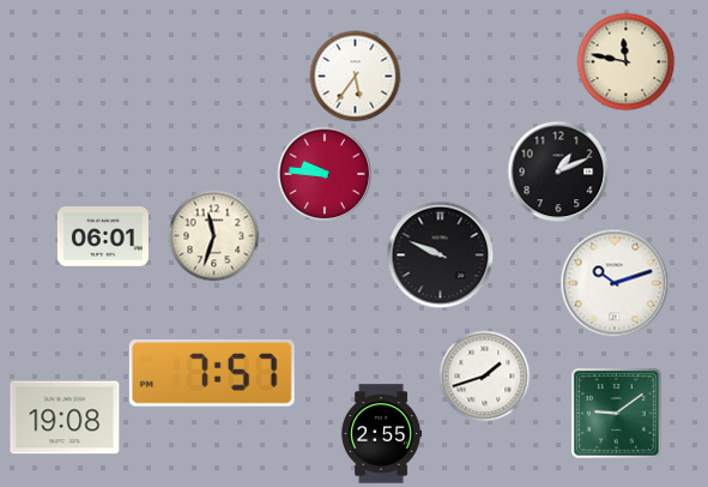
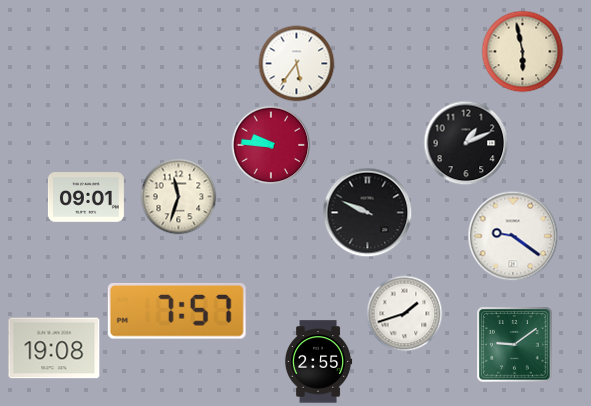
clock at (627, 62): 11:47 -> 5:58
clock at (103, 236): 06:01 -> 09:01
clock at (615, 283): 10:12 -> 9:21
